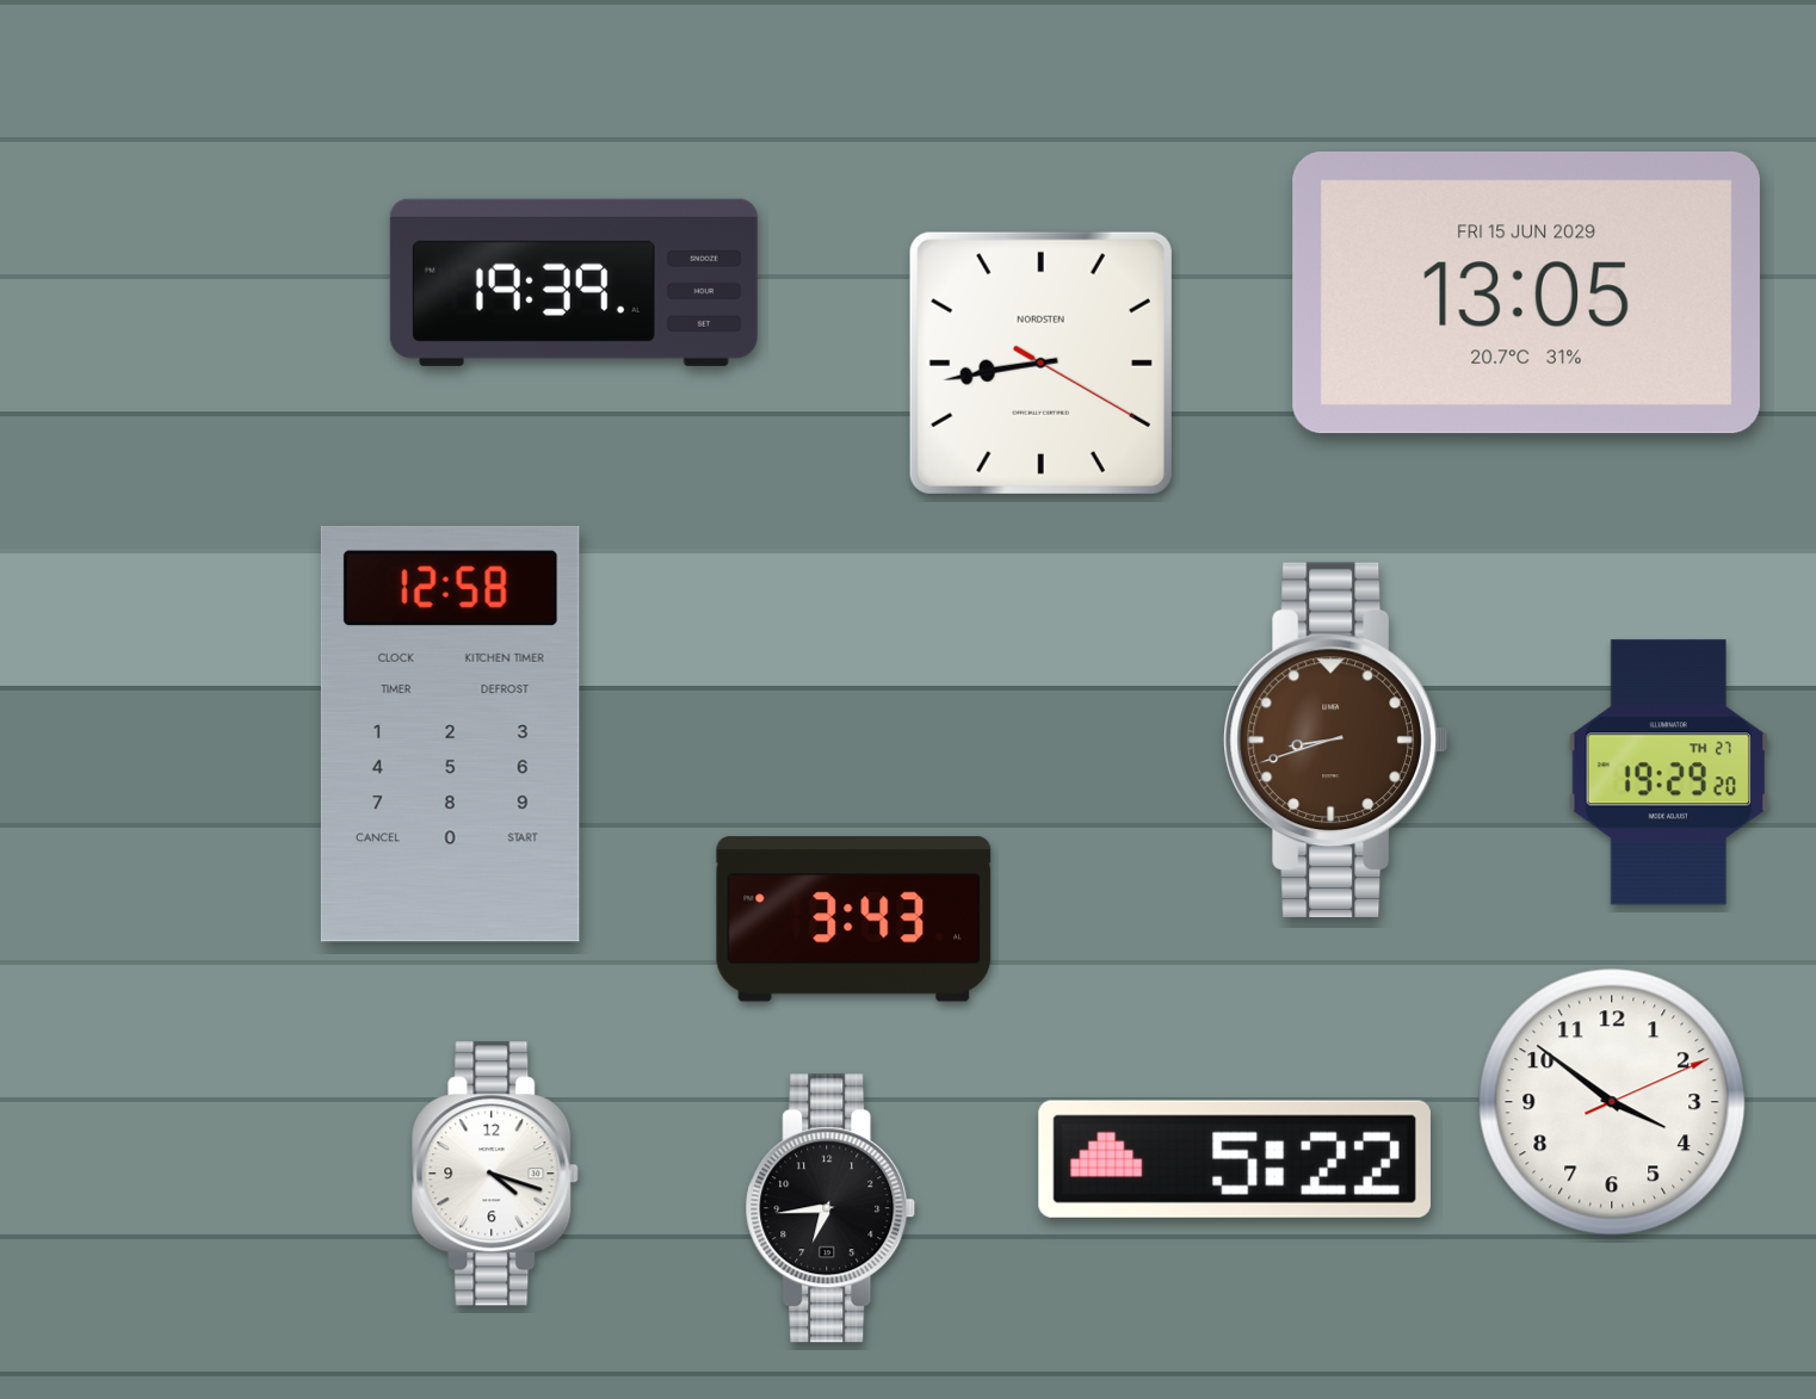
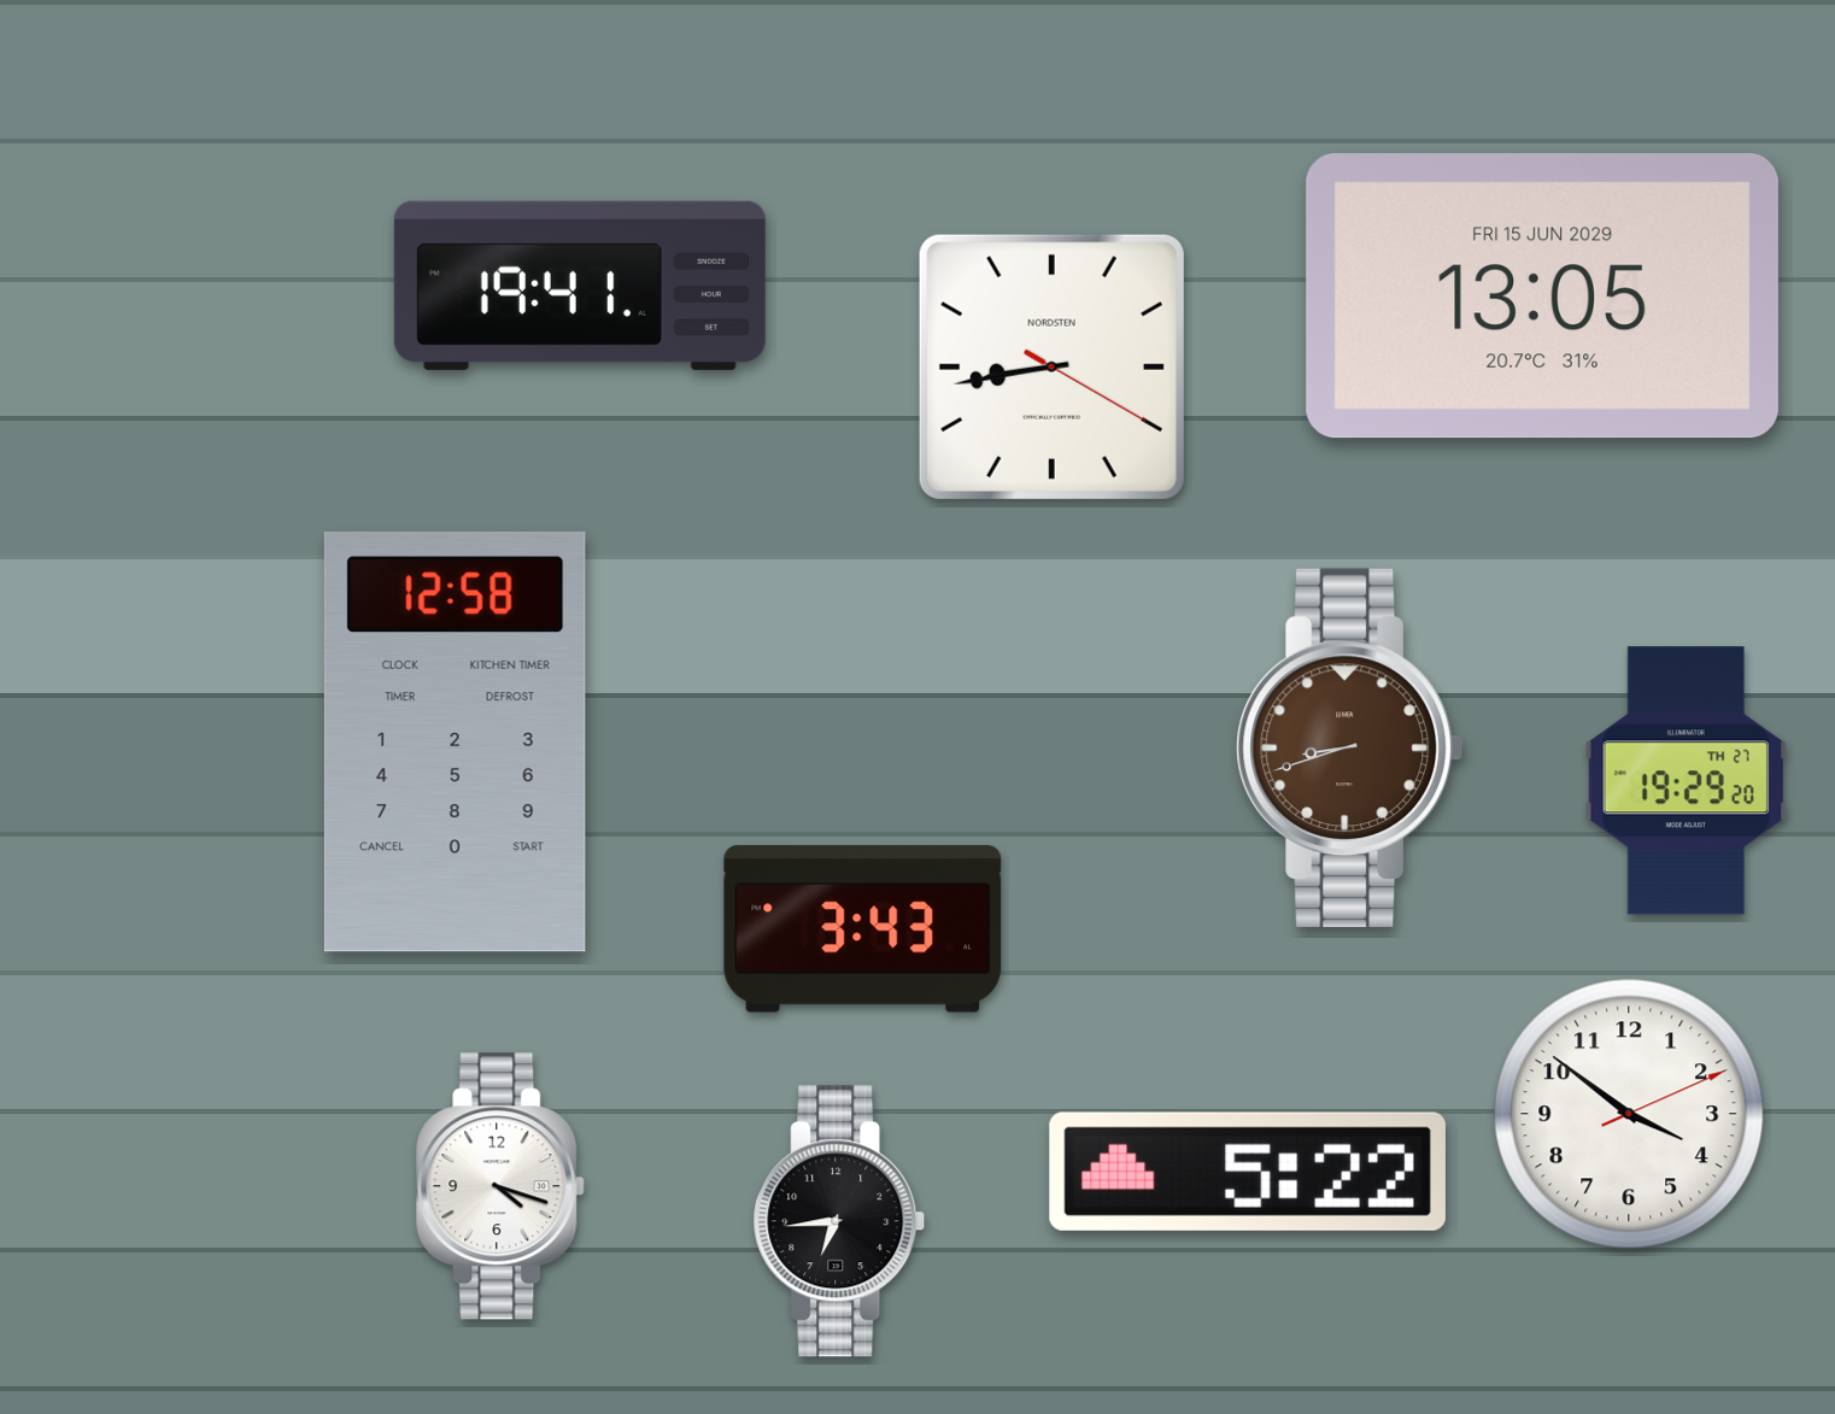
clock at (574, 283): 19:39 -> 19:41
